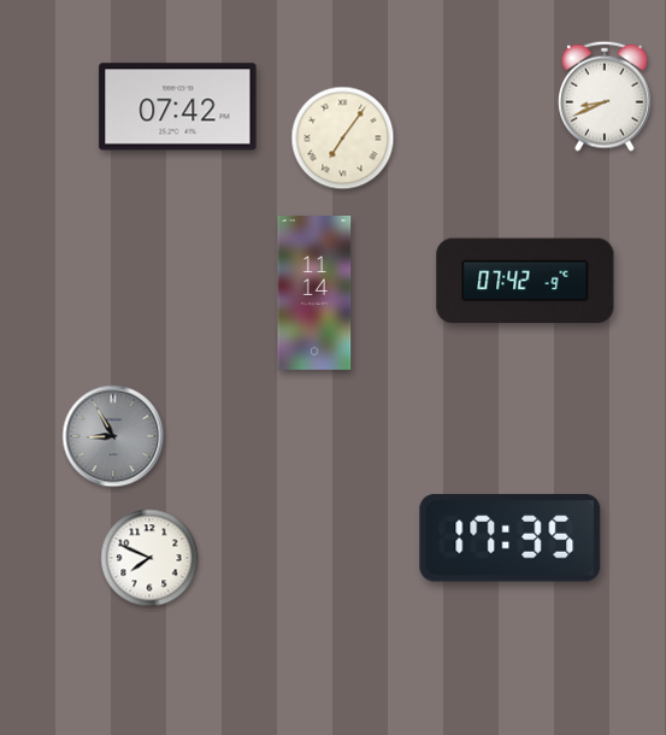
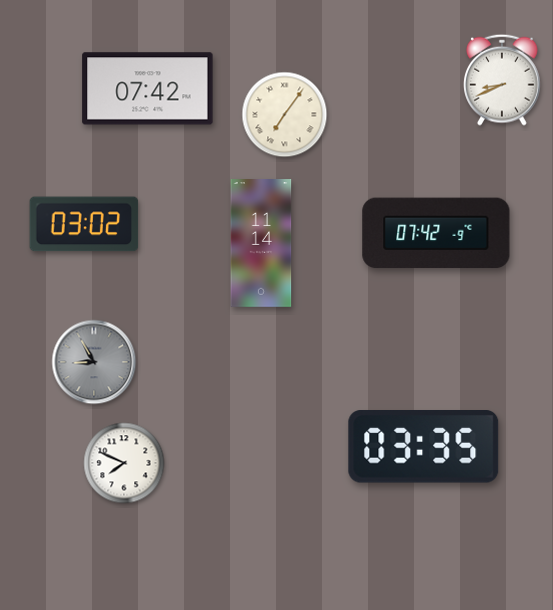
clock at (84, 224): none -> 03:02
clock at (511, 539): 17:35 -> 03:35
